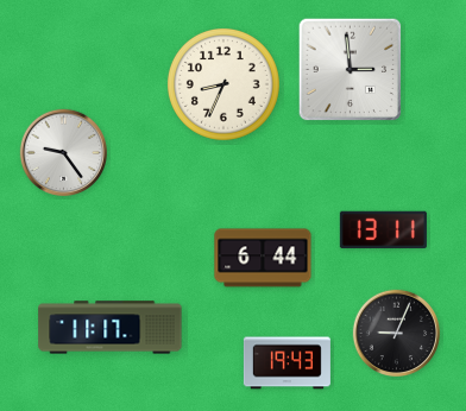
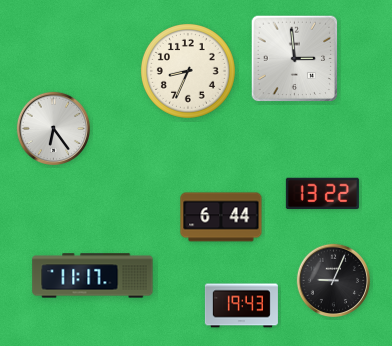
clock at (64, 153): 9:24 -> 6:24
clock at (383, 230): 13:11 -> 13:22
